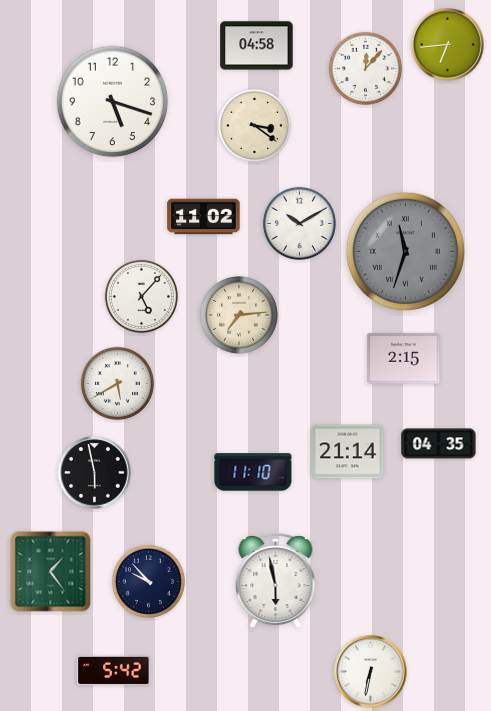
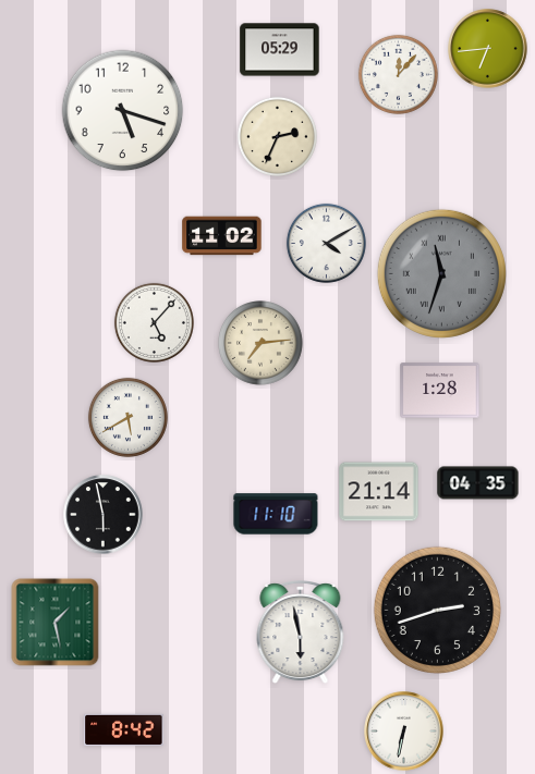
clock at (257, 46): 04:58 -> 05:29
clock at (254, 125): 3:21 -> 2:34
clock at (299, 223): 10:10 -> 4:10
clock at (404, 359): 2:15 -> 1:28
clock at (437, 610): none -> 2:42
clock at (51, 572): 1:24 -> 1:28
clock at (148, 581): 9:53 -> none
clock at (114, 670): 5:42 -> 8:42
